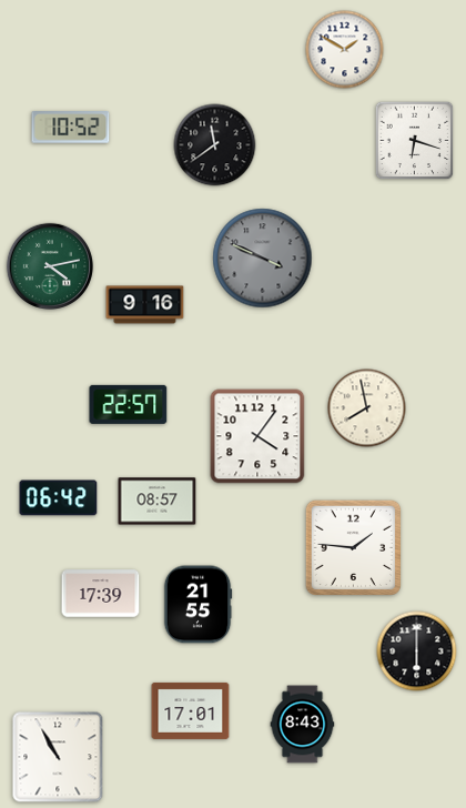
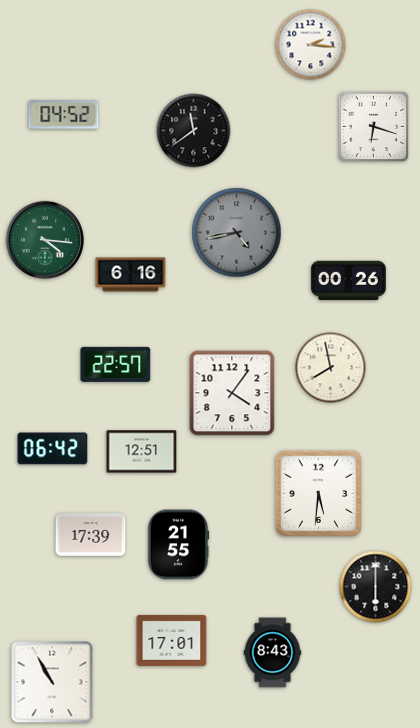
clock at (345, 50): 1:50 -> 2:16
clock at (71, 128): 10:52 -> 04:52
clock at (263, 259): 3:49 -> 4:43
clock at (50, 266): 4:13 -> 4:16
clock at (145, 305): 9:16 -> 6:16
clock at (348, 281): none -> 00:26
clock at (158, 502): 08:57 -> 12:51
clock at (353, 547): 1:46 -> 5:31
